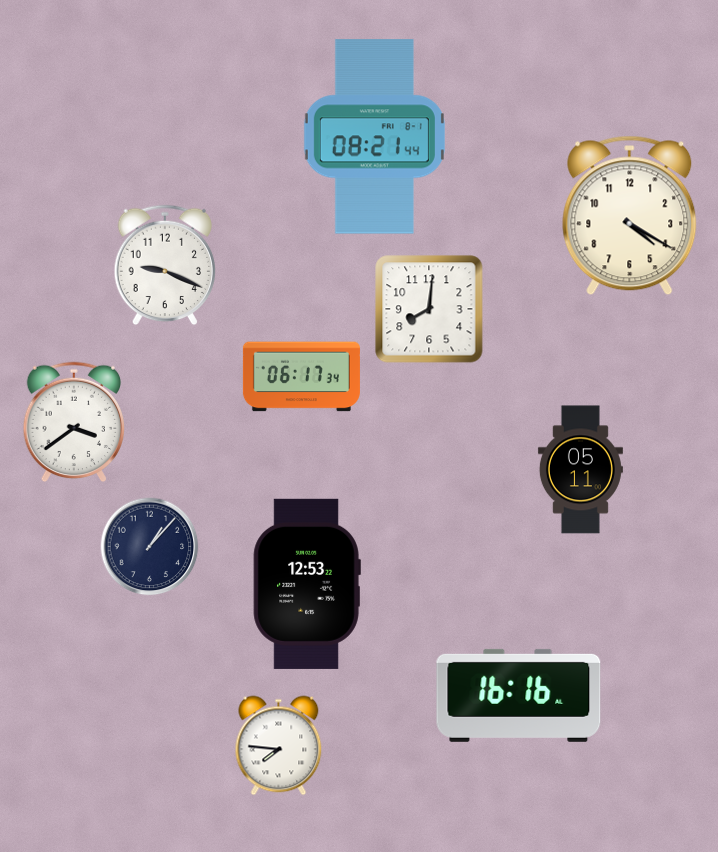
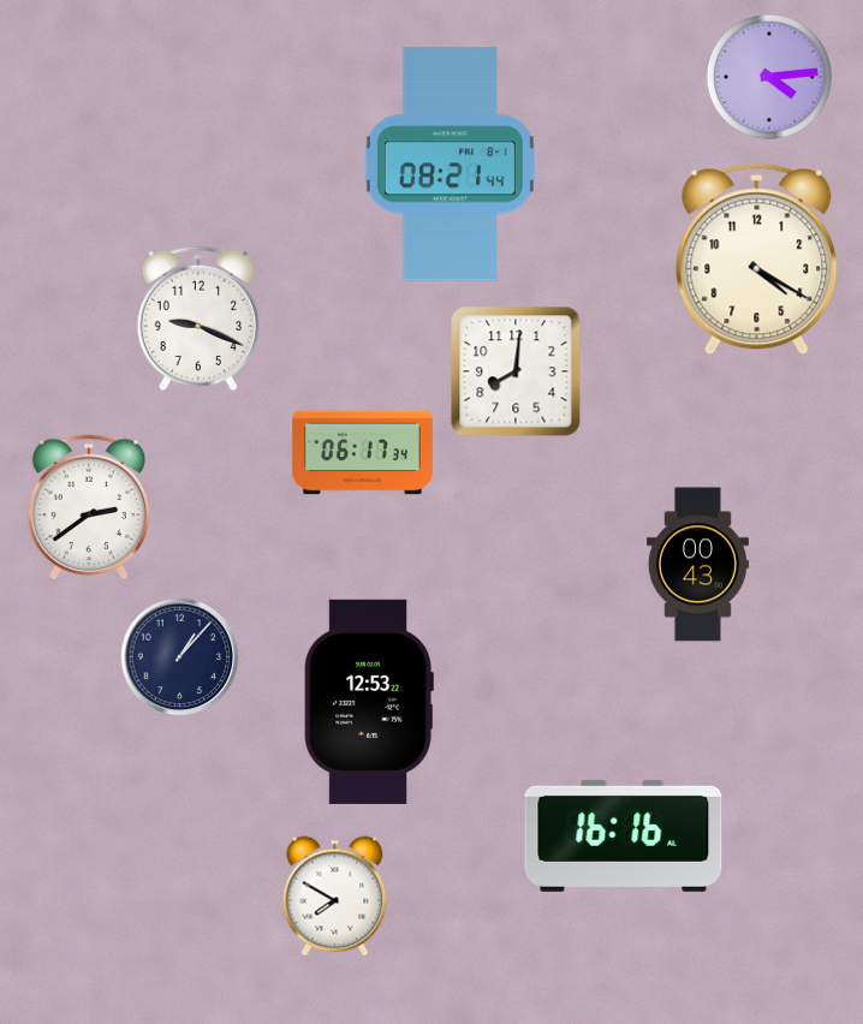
clock at (769, 77): none -> 4:14
clock at (74, 422): 3:39 -> 2:39
clock at (580, 470): 05:11 -> 00:43
clock at (279, 746): 7:46 -> 7:50
